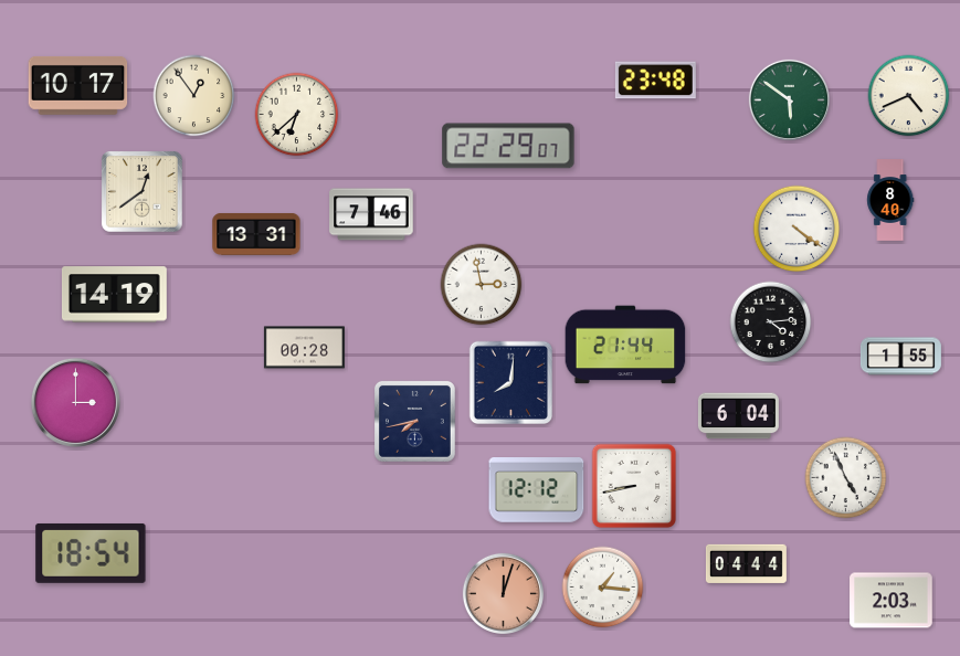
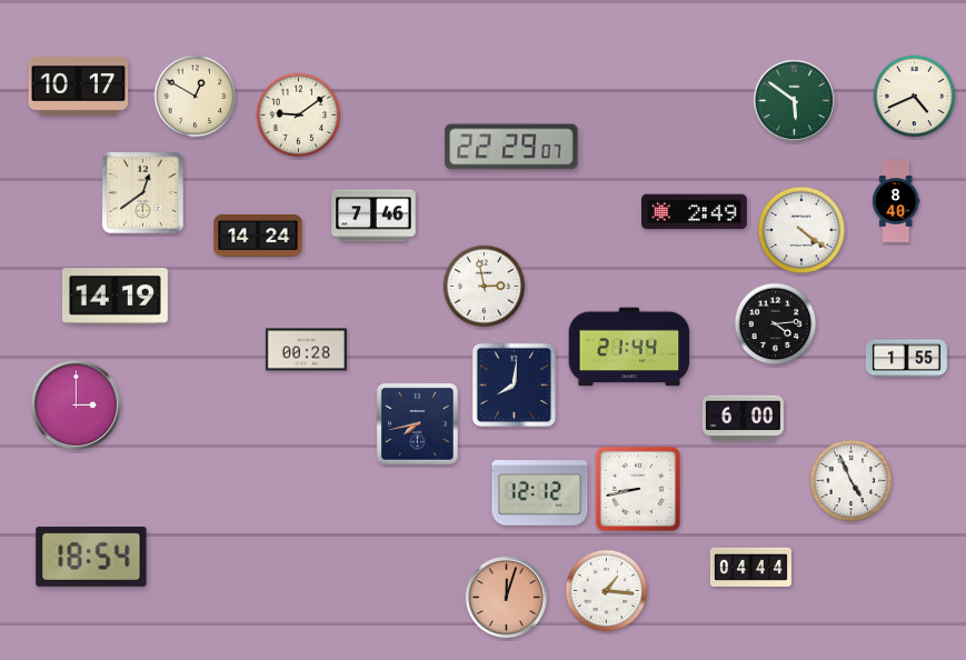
clock at (655, 81): 23:48 -> none
clock at (194, 96): 12:54 -> 12:50
clock at (297, 115): 6:38 -> 9:09
clock at (695, 212): none -> 2:49
clock at (256, 234): 13:31 -> 14:24
clock at (738, 416): 6:04 -> 6:00
clock at (892, 601): 2:03 -> none
